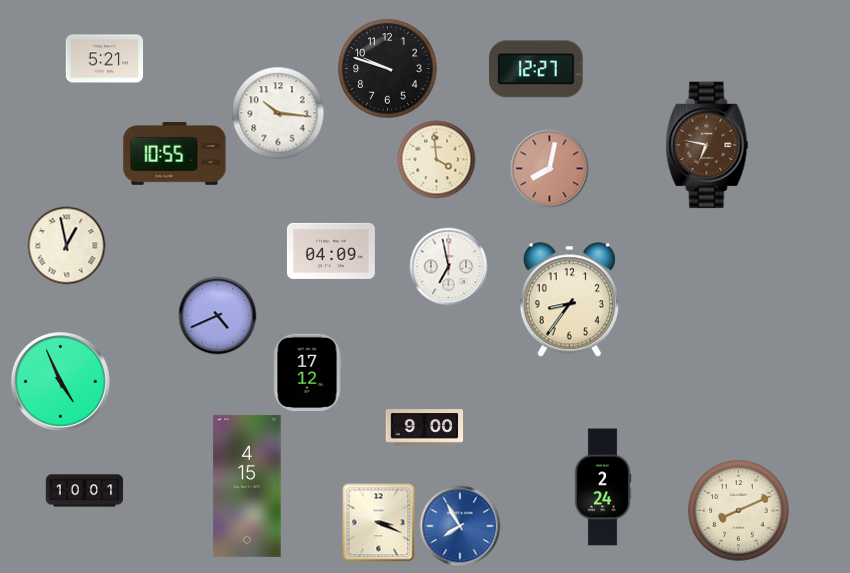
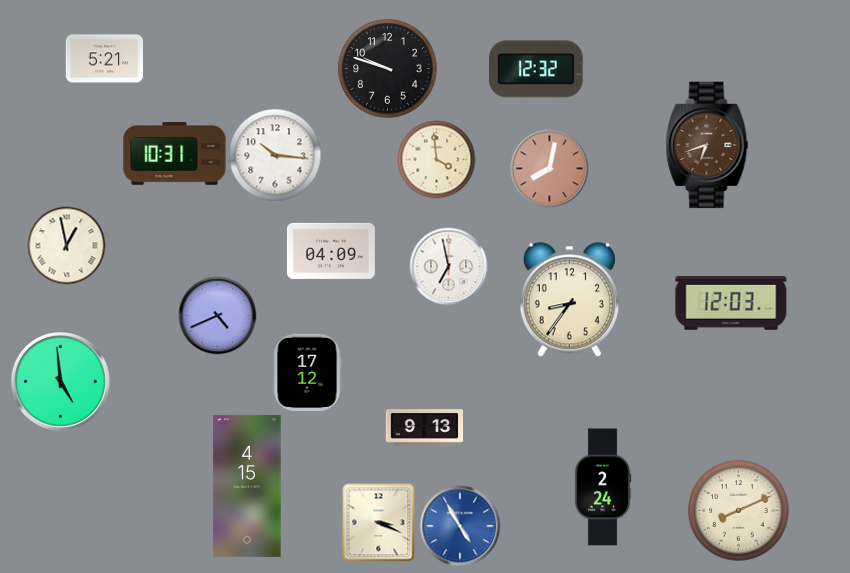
clock at (536, 69): 12:27 -> 12:32
clock at (278, 113) position: (278, 113) -> (275, 155)
clock at (707, 145): 6:47 -> 6:42
clock at (175, 154): 10:55 -> 10:31
clock at (731, 304): none -> 12:03
clock at (61, 382): 4:56 -> 4:59
clock at (424, 428): 9:00 -> 9:13
clock at (84, 491): 10:01 -> none
clock at (460, 526): 7:55 -> 4:55
